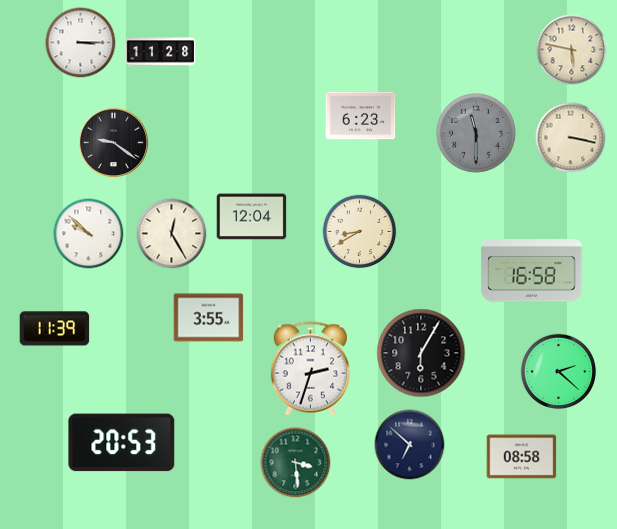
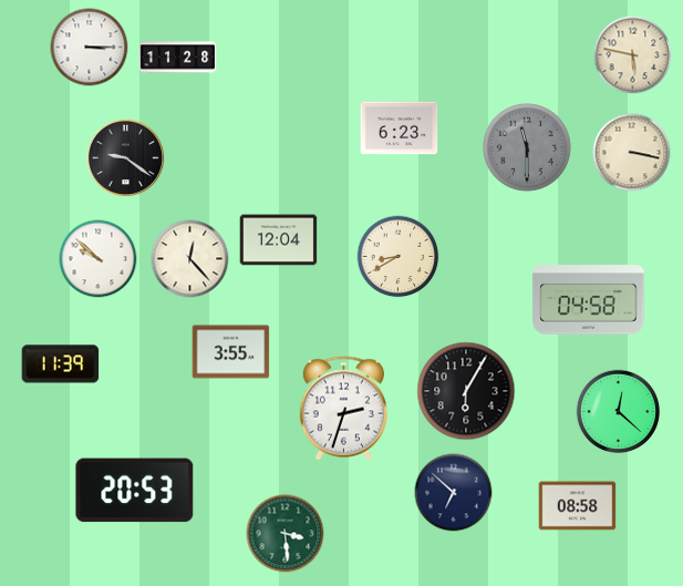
clock at (172, 234): 12:25 -> 12:23
clock at (532, 271): 16:58 -> 04:58
clock at (559, 372): 2:22 -> 12:22
clock at (296, 463) position: (296, 463) -> (286, 534)
